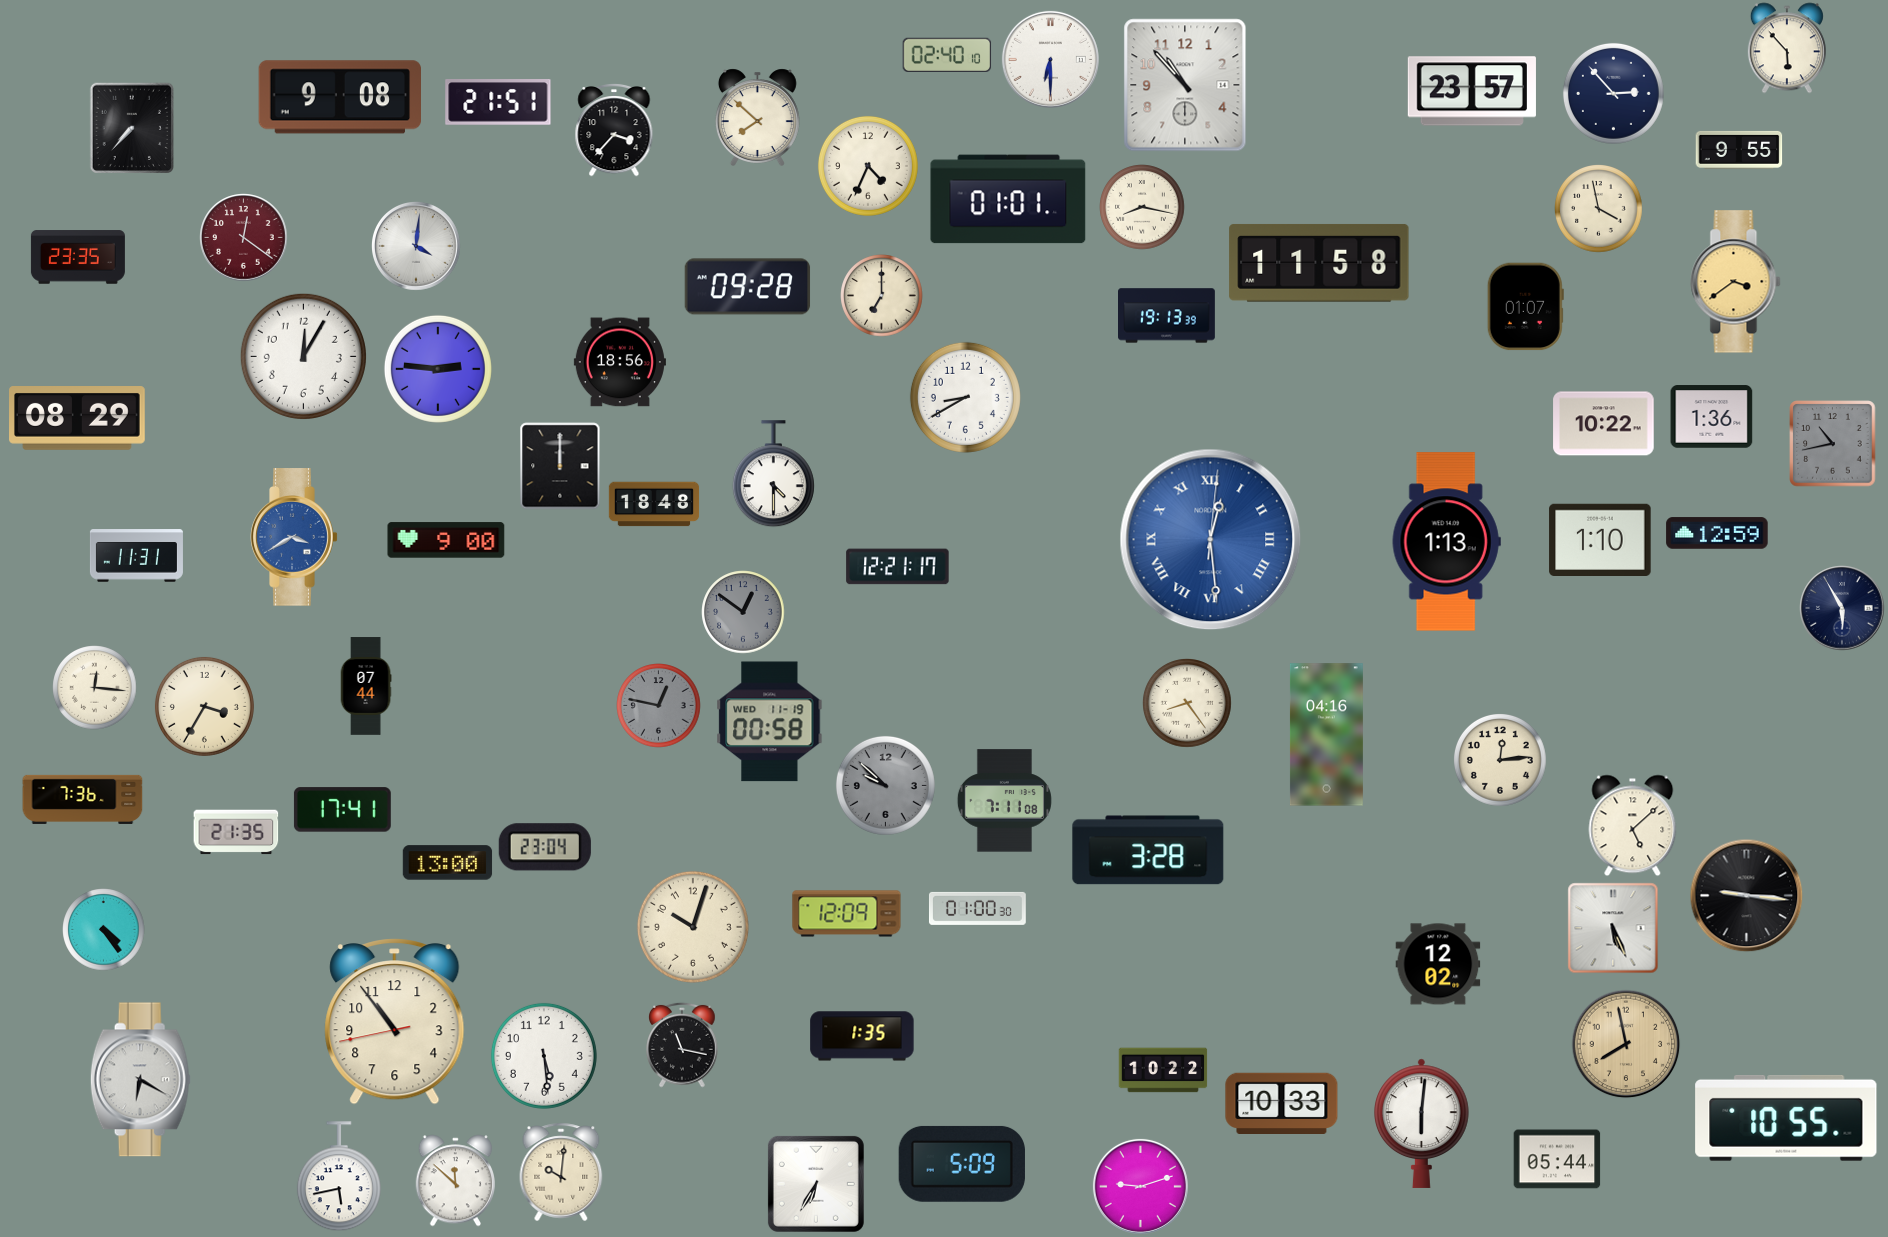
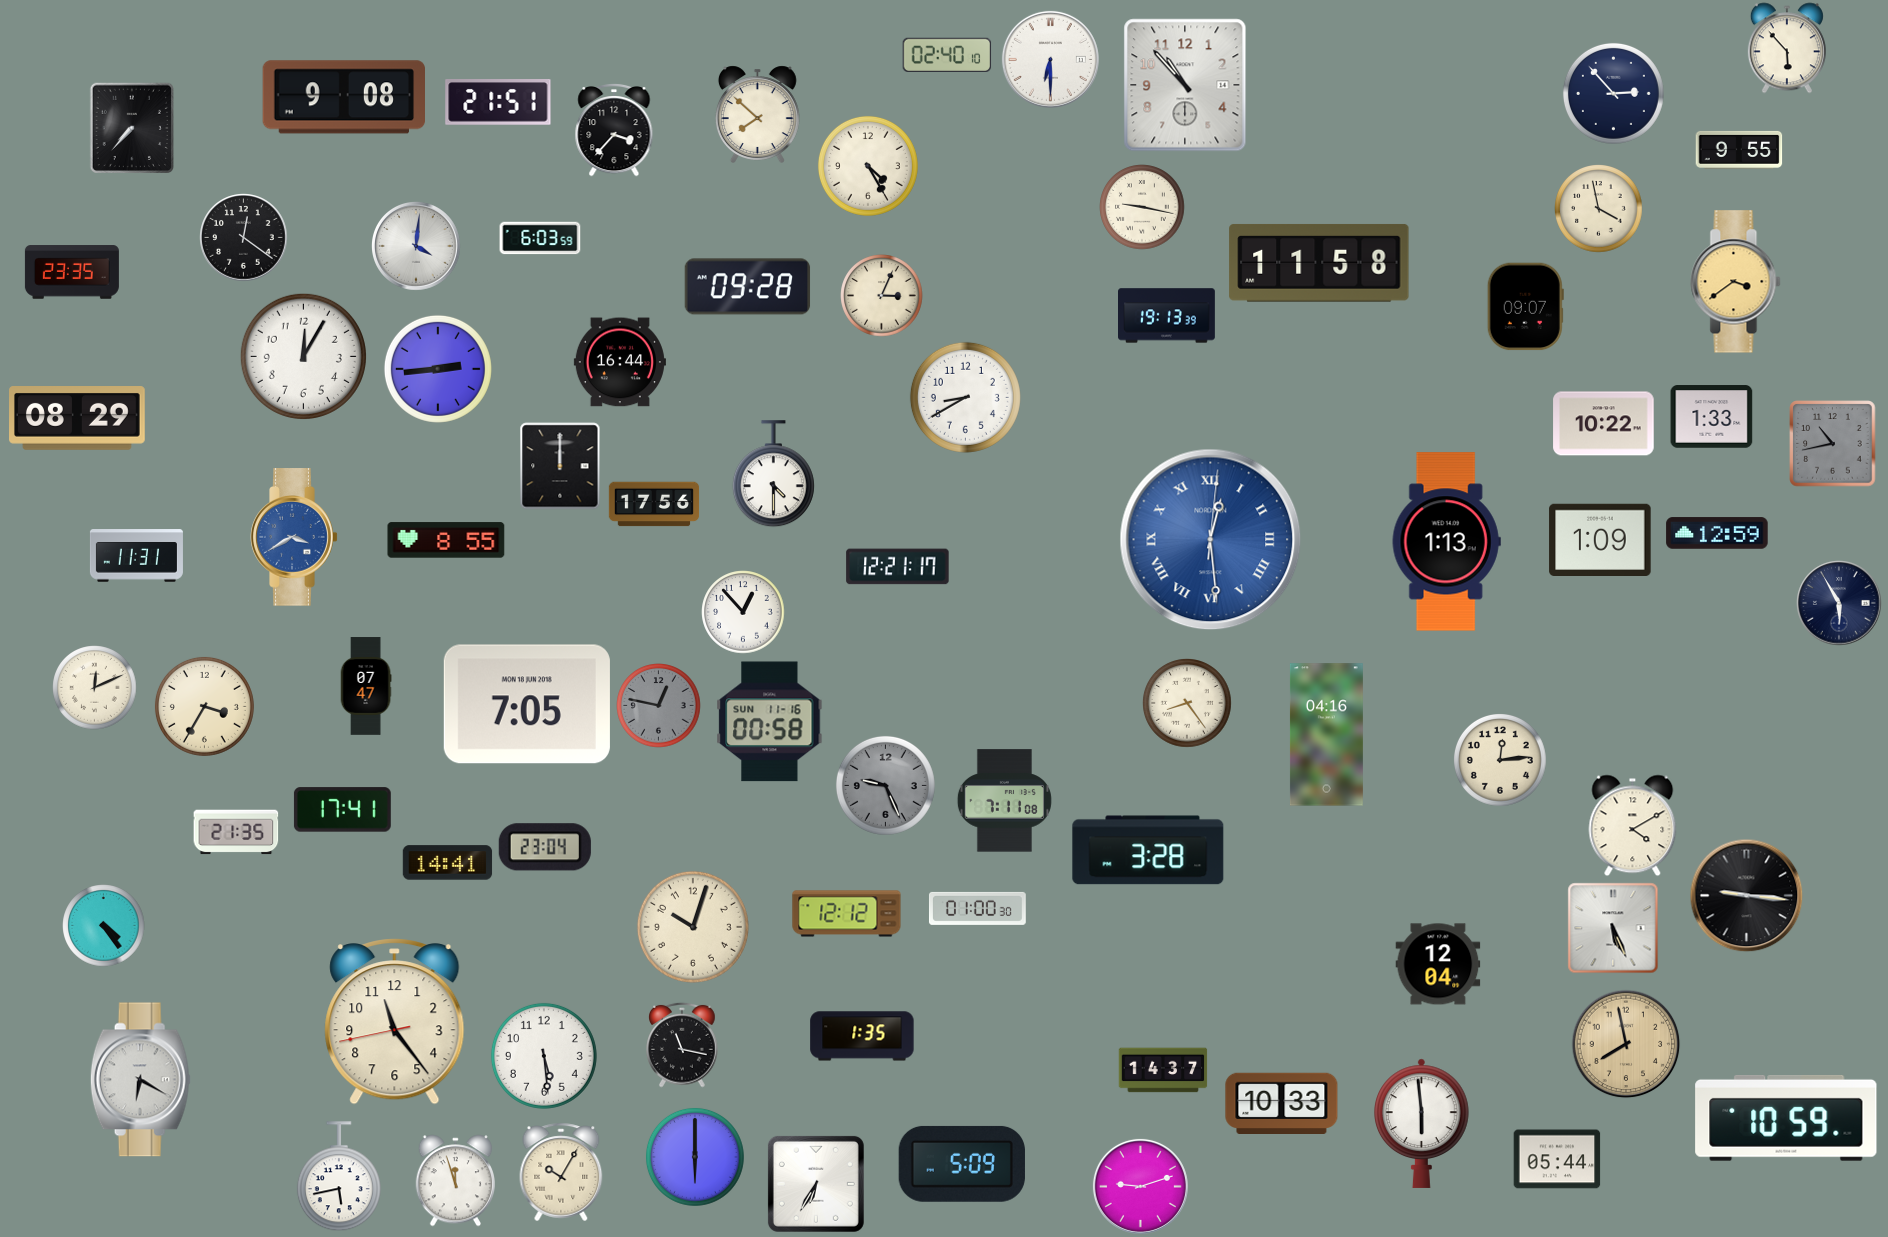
clock at (1472, 91): 23:57 -> none
clock at (339, 97) position: (339, 97) -> (343, 97)
clock at (757, 117) position: (757, 117) -> (757, 114)
clock at (868, 166): 4:34 -> 4:25
clock at (1008, 199): 01:01 -> none
clock at (1142, 207): 8:17 -> 9:17
clock at (244, 238) dial: burgundy -> black
clock at (540, 238): none -> 6:03
clock at (78, 257) position: (78, 257) -> (72, 272)
clock at (882, 296): 7:00 -> 3:04
clock at (1525, 307): 01:07 -> 09:07
clock at (620, 362): 18:56 -> 16:44
clock at (438, 369): 2:46 -> 2:44
clock at (1712, 417): 1:36 -> 1:33
clock at (654, 504): 18:48 -> 17:56
clock at (1600, 539): 1:10 -> 1:09
clock at (446, 540): 9:00 -> 8:55
clock at (1842, 608) position: (1842, 608) -> (1839, 603)
clock at (743, 612): 12:51 -> 12:53
clock at (743, 612) dial: grey -> white
clock at (366, 686): 07:44 -> 07:47
clock at (95, 688): 12:16 -> 12:11
clock at (527, 704): none -> 7:05
clock at (770, 722) date: WED 11-19 -> SUN 11-16
clock at (885, 785): 9:52 -> 9:26
clock at (83, 799): 7:36 -> none
clock at (1633, 826): 5:08 -> 4:10
clock at (448, 863): 13:00 -> 14:41
clock at (847, 914): 12:09 -> 12:12
clock at (104, 930) position: (104, 930) -> (104, 926)
clock at (1438, 964): 12:02 -> 12:04
clock at (395, 1022): 10:53 -> 11:23
clock at (1163, 1070): 10:22 -> 14:37
clock at (1786, 1118): 10:55 -> 10:59
clock at (1422, 1123): 6:01 -> 5:59
clock at (695, 1157): none -> 6:00
clock at (561, 1172): 10:01 -> 10:05
clock at (455, 1181): 11:52 -> 11:57
